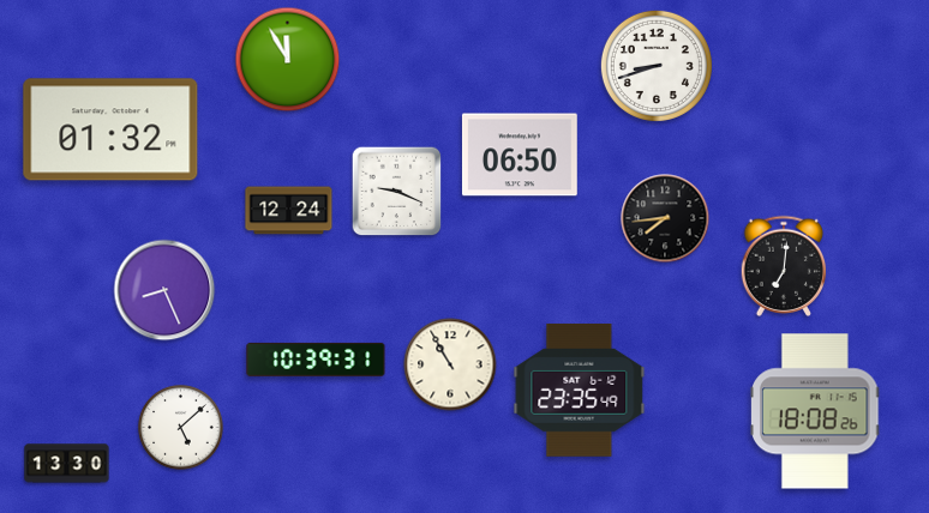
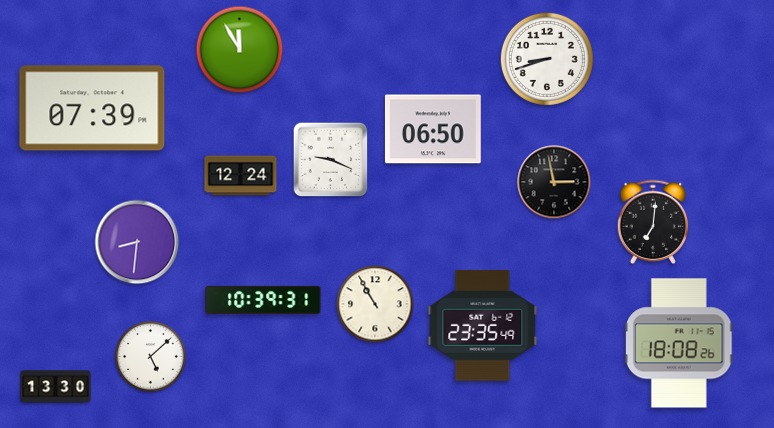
clock at (657, 66) position: (657, 66) -> (547, 59)
clock at (110, 129): 01:32 -> 07:39
clock at (665, 218): 7:44 -> 2:58
clock at (164, 290): 8:26 -> 8:31
